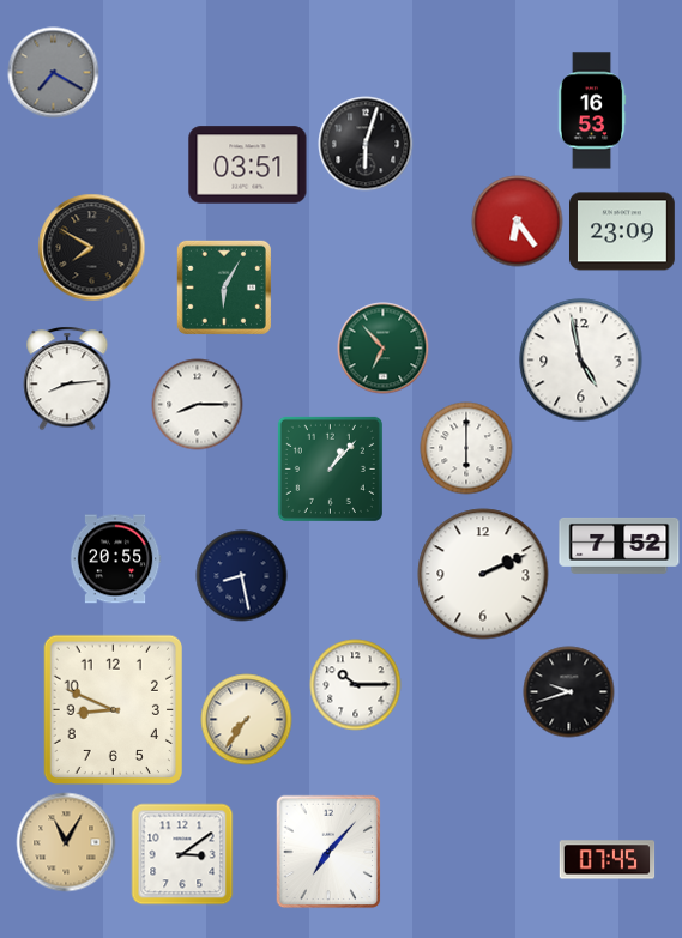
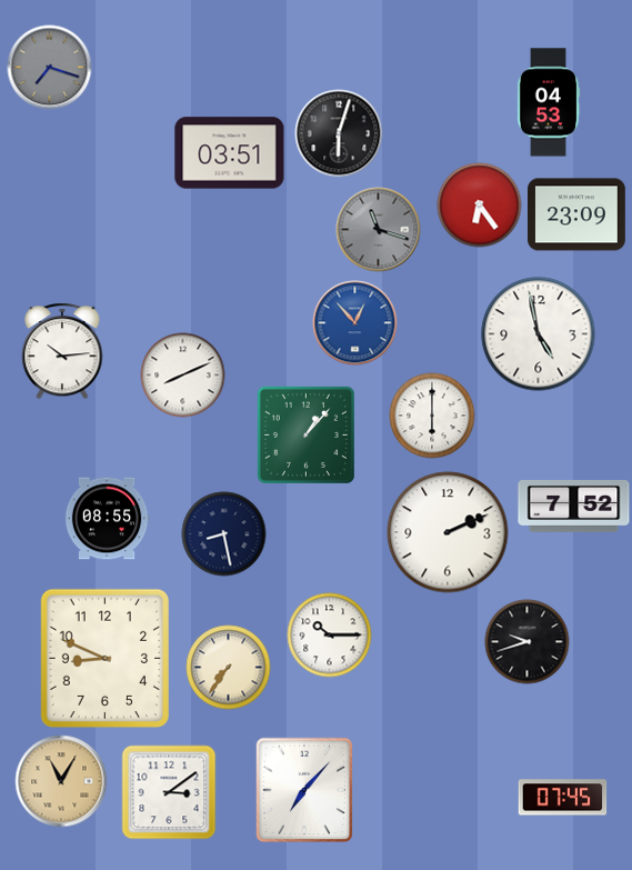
clock at (54, 73): 7:20 -> 7:18
clock at (592, 110): 16:53 -> 04:53
clock at (92, 248): 7:50 -> none
clock at (379, 230): none -> 11:18
clock at (224, 288): 6:05 -> none
clock at (384, 349): 6:53 -> 12:53
clock at (384, 349) dial: green -> blue
clock at (67, 379): 8:14 -> 10:14
clock at (198, 405): 8:15 -> 8:11
clock at (115, 559): 20:55 -> 08:55
